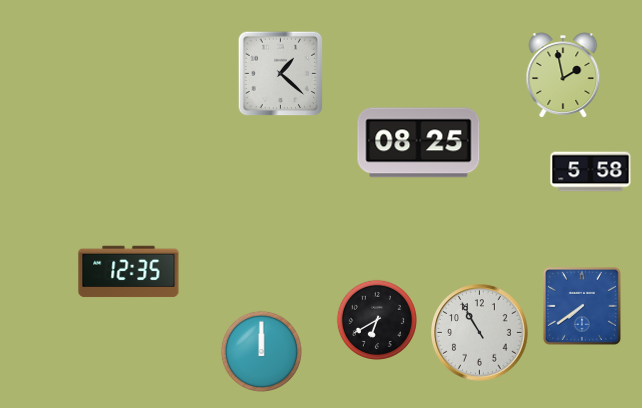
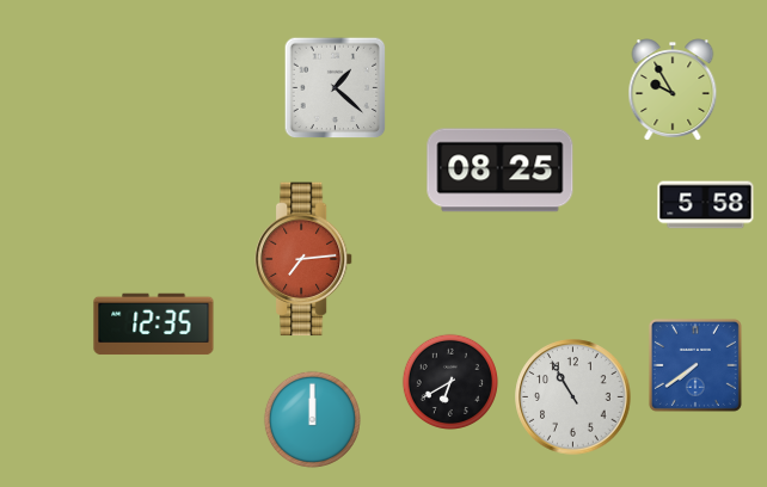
clock at (563, 75): 1:58 -> 9:55
clock at (305, 259): none -> 7:14
